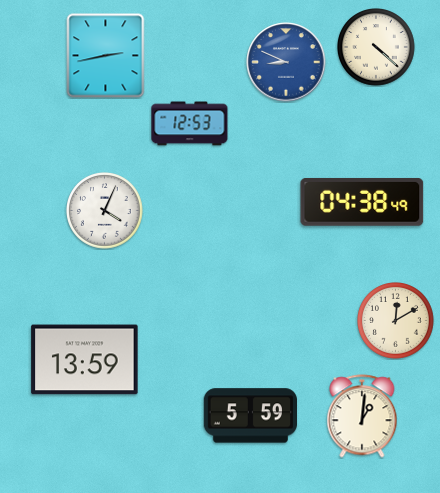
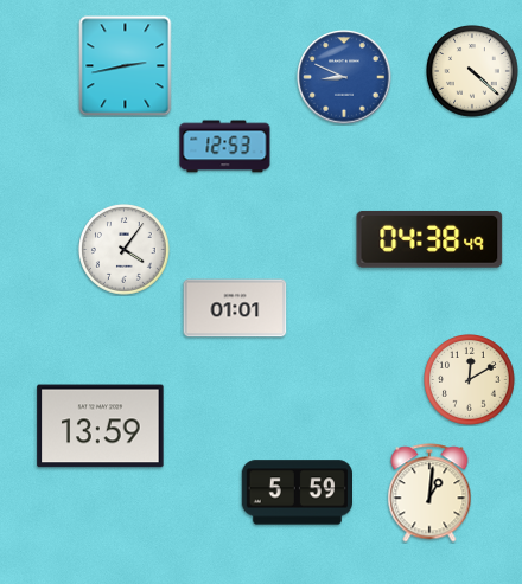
clock at (377, 48) position: (377, 48) -> (473, 72)
clock at (286, 62) position: (286, 62) -> (344, 77)
clock at (105, 211): 4:04 -> 4:06
clock at (235, 308): none -> 01:01
